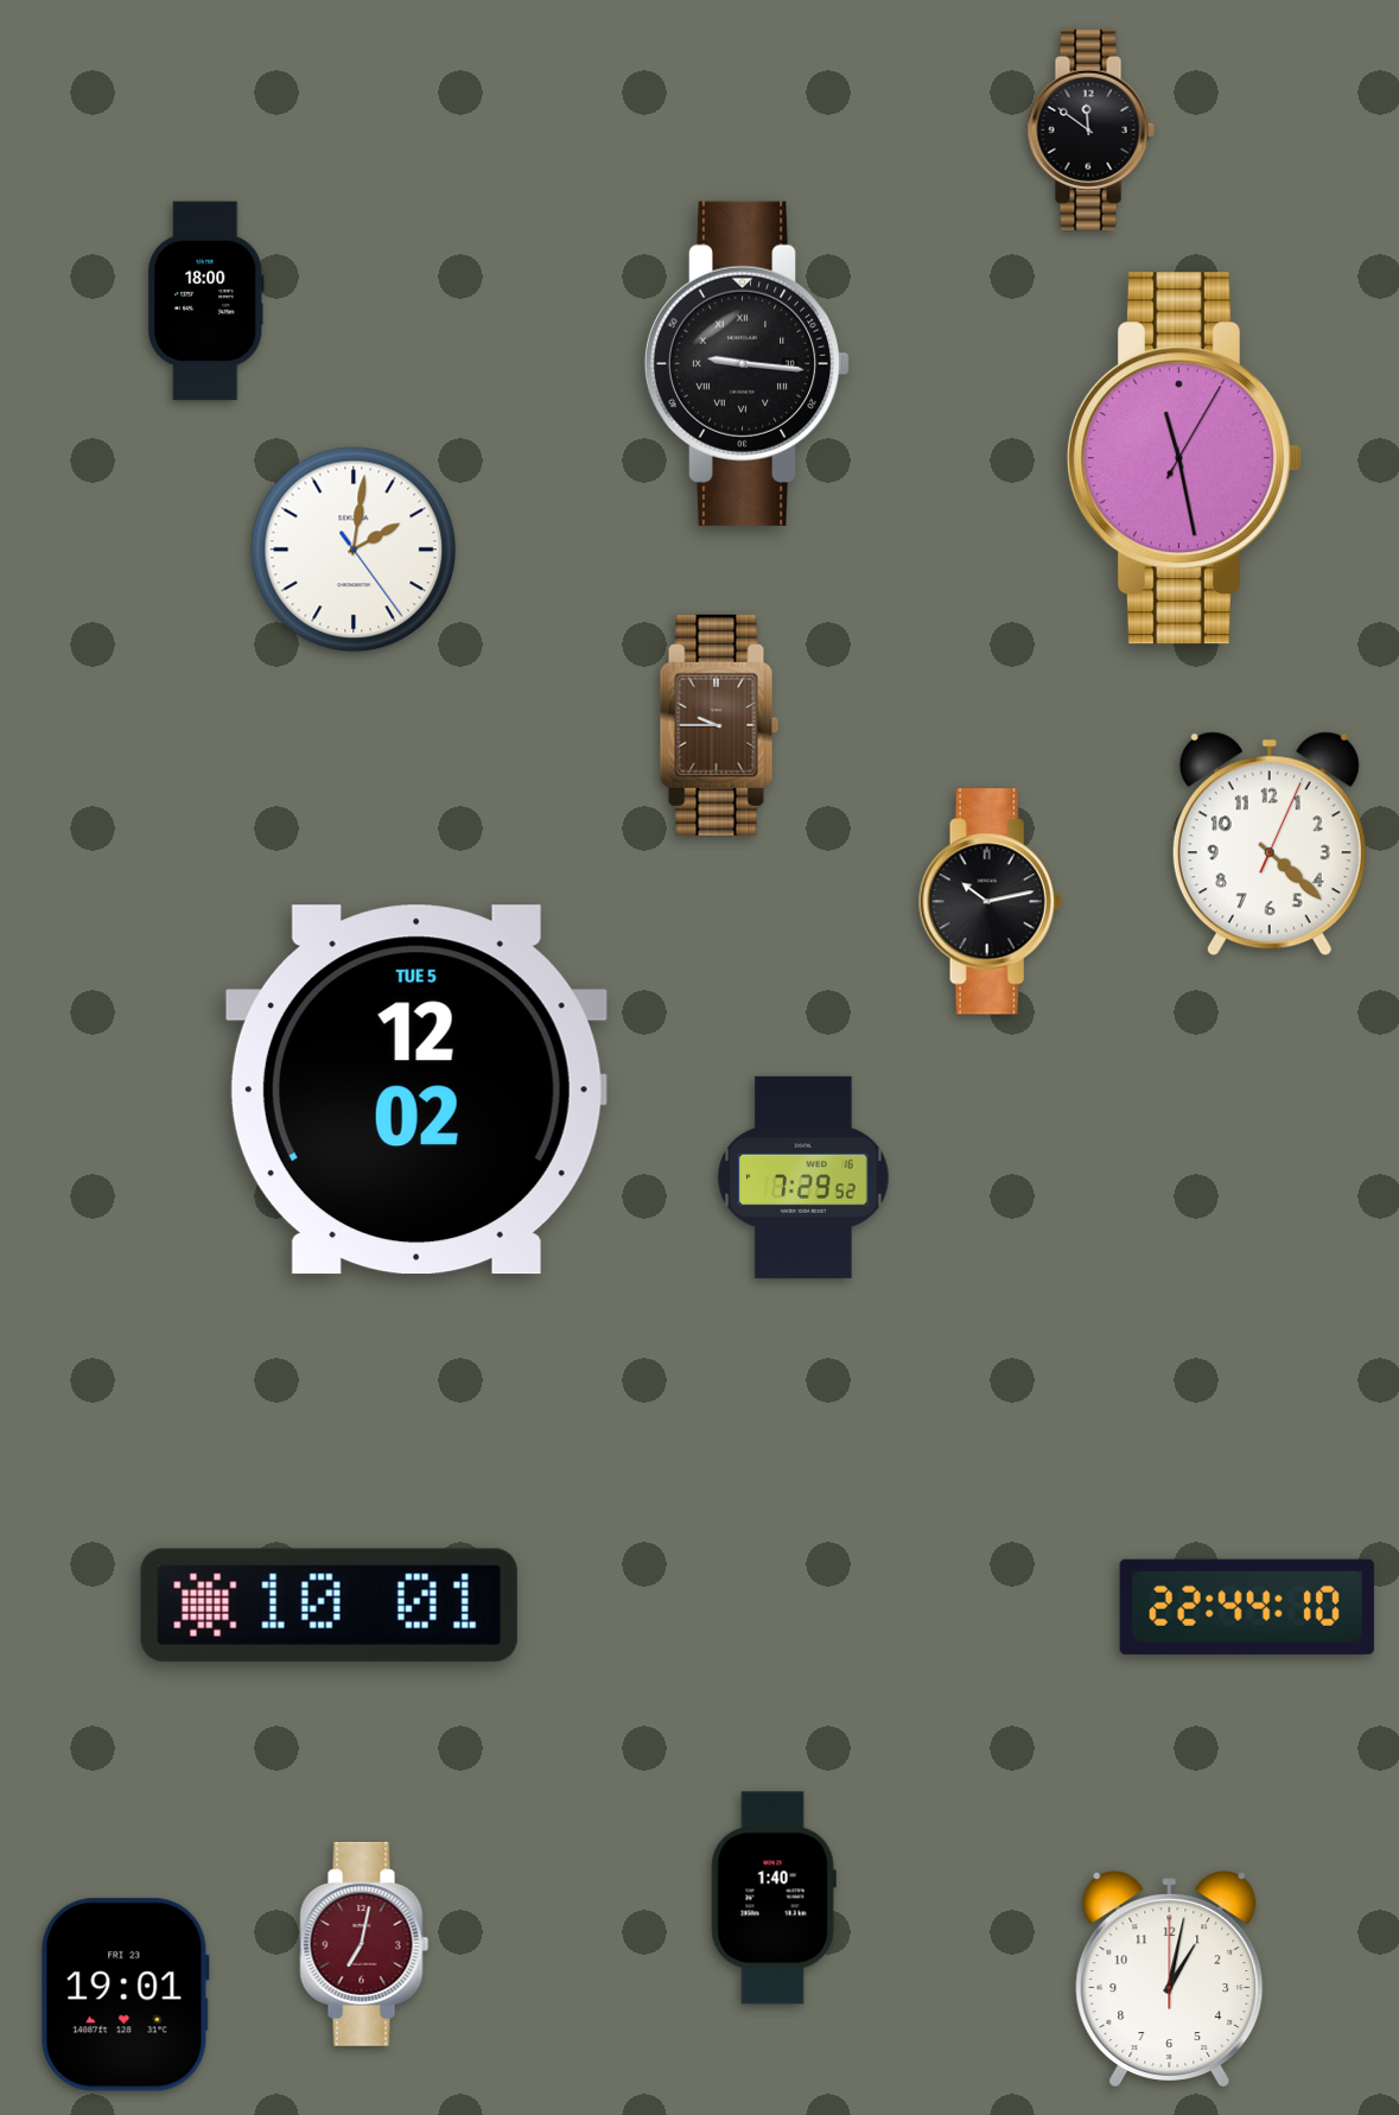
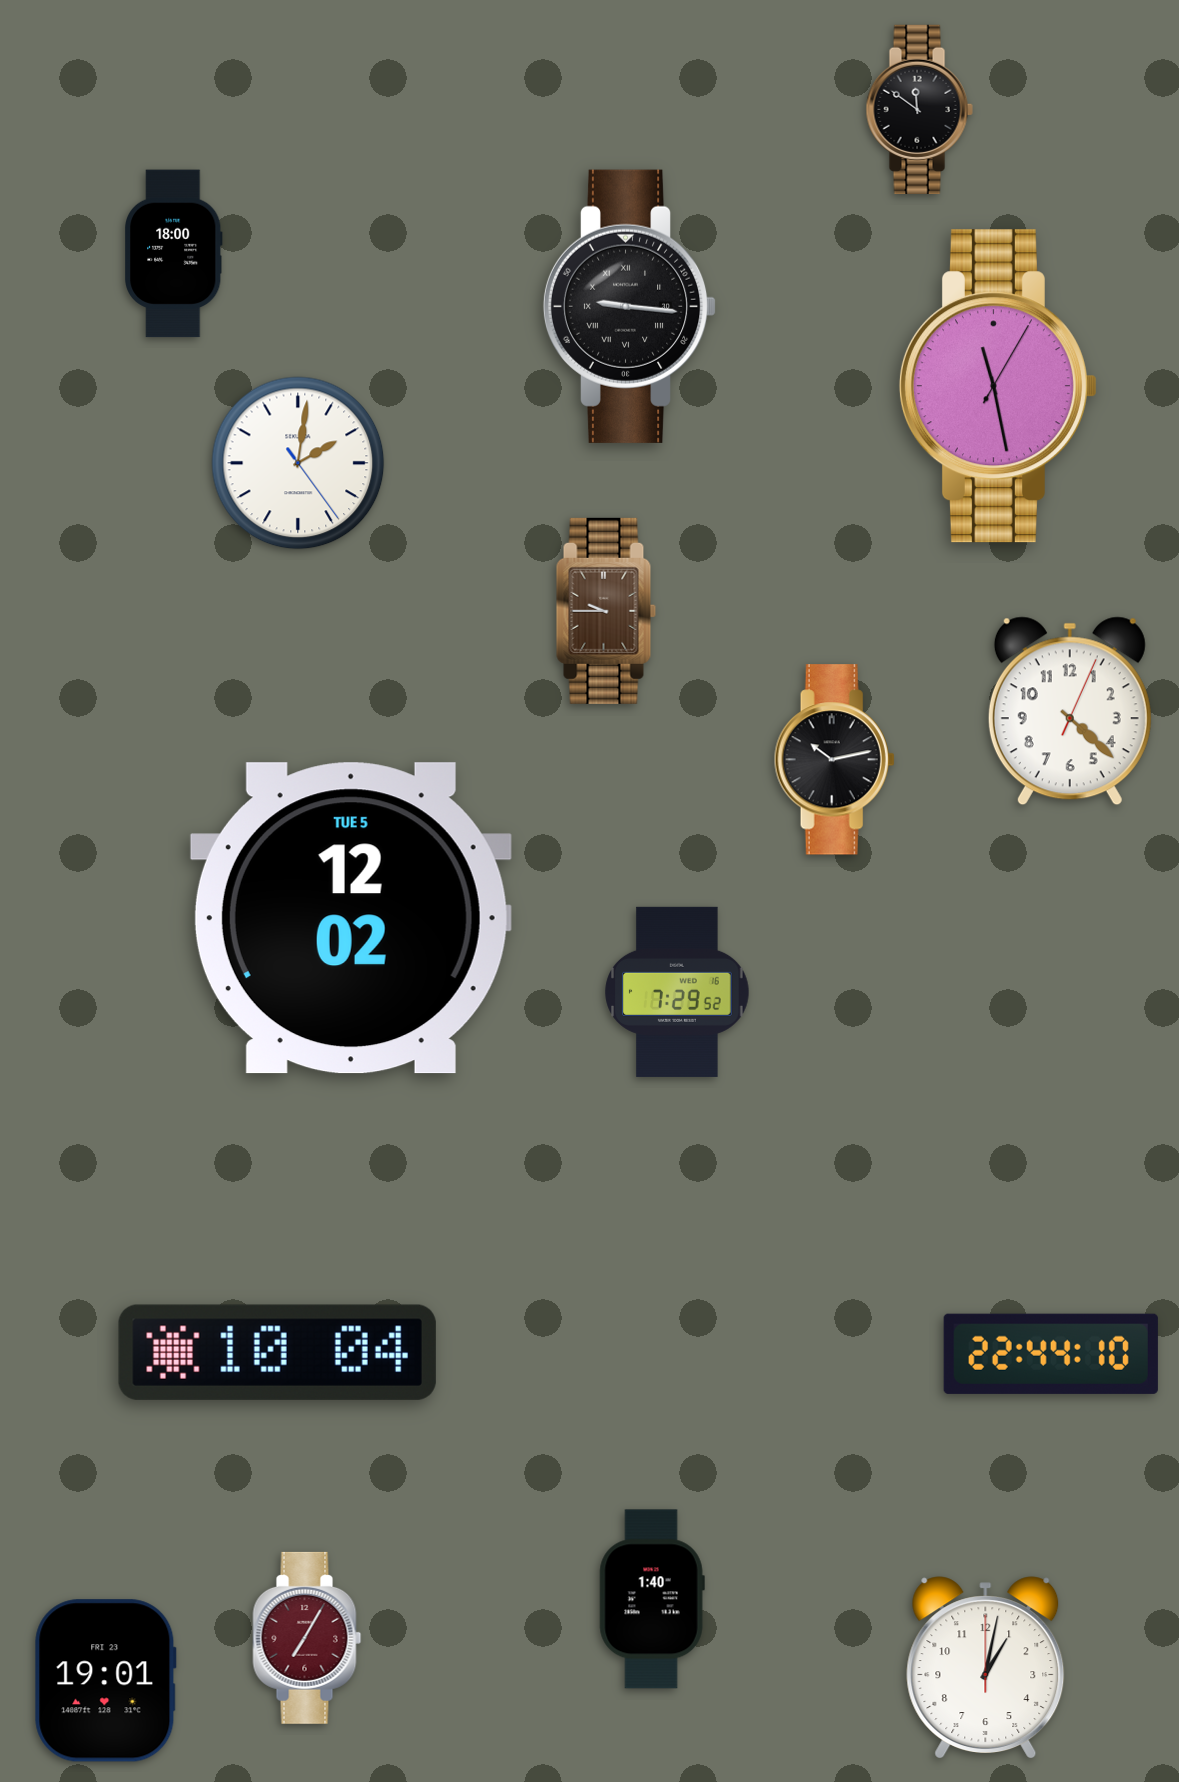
clock at (329, 1605): 10:01 -> 10:04
clock at (364, 1944): 7:02 -> 7:05
